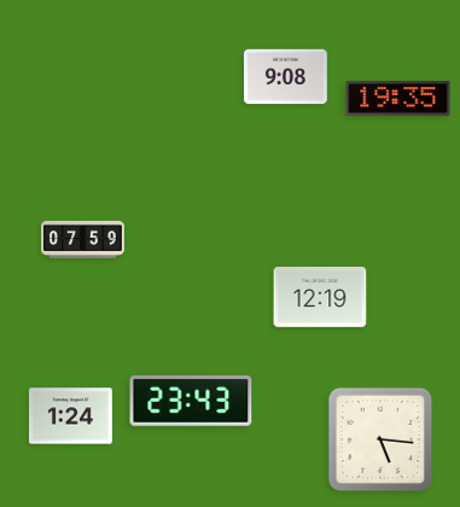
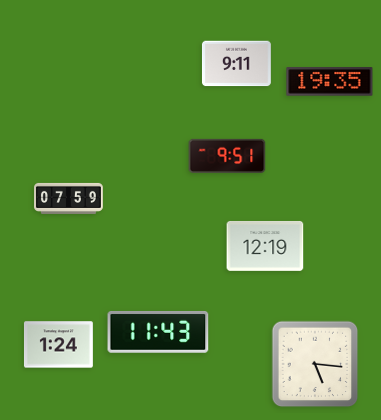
clock at (285, 77): 9:08 -> 9:11
clock at (227, 156): none -> 9:51
clock at (191, 401): 23:43 -> 11:43
